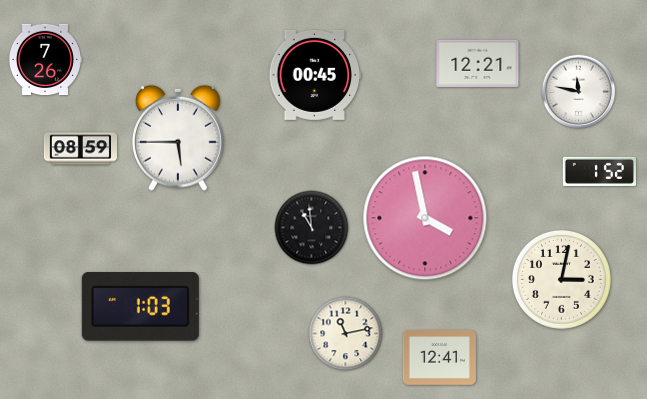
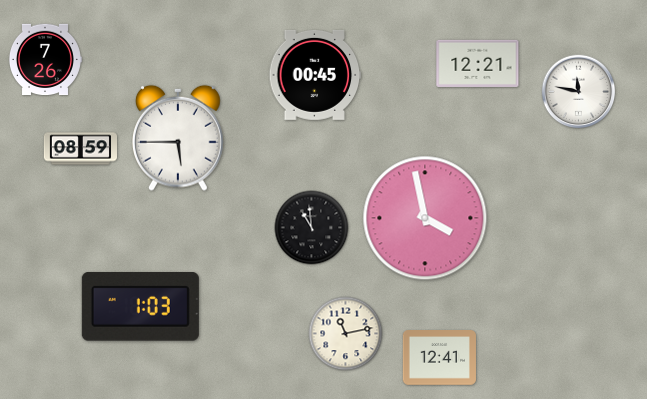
clock at (599, 171): 1:52 -> none
clock at (561, 279): 3:02 -> none
